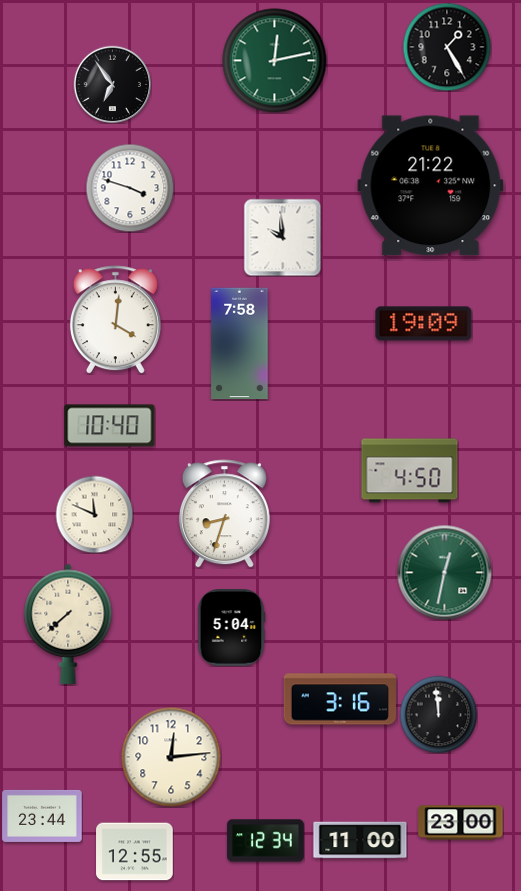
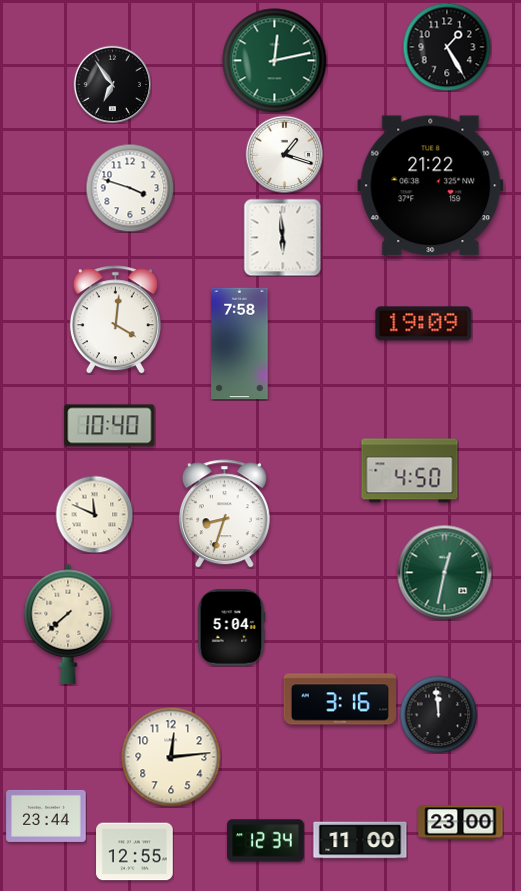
clock at (284, 154): none -> 1:18
clock at (282, 237): 9:59 -> 5:59
clock at (42, 816) position: (42, 816) -> (46, 816)
